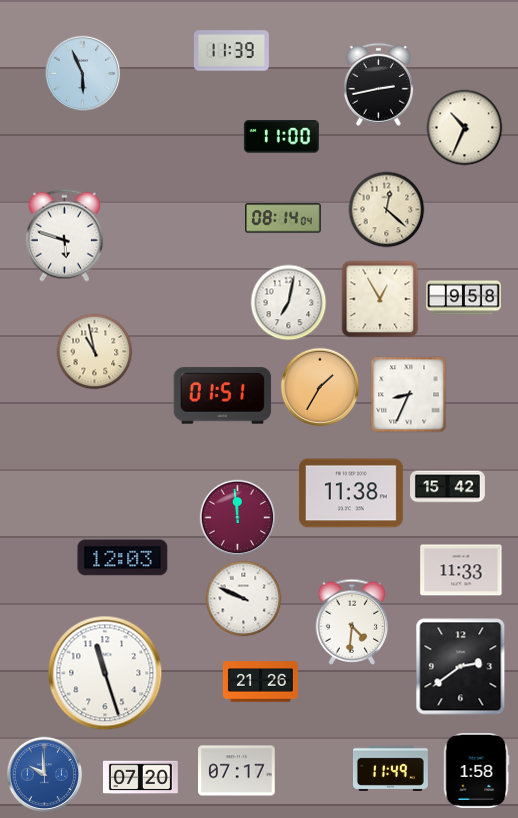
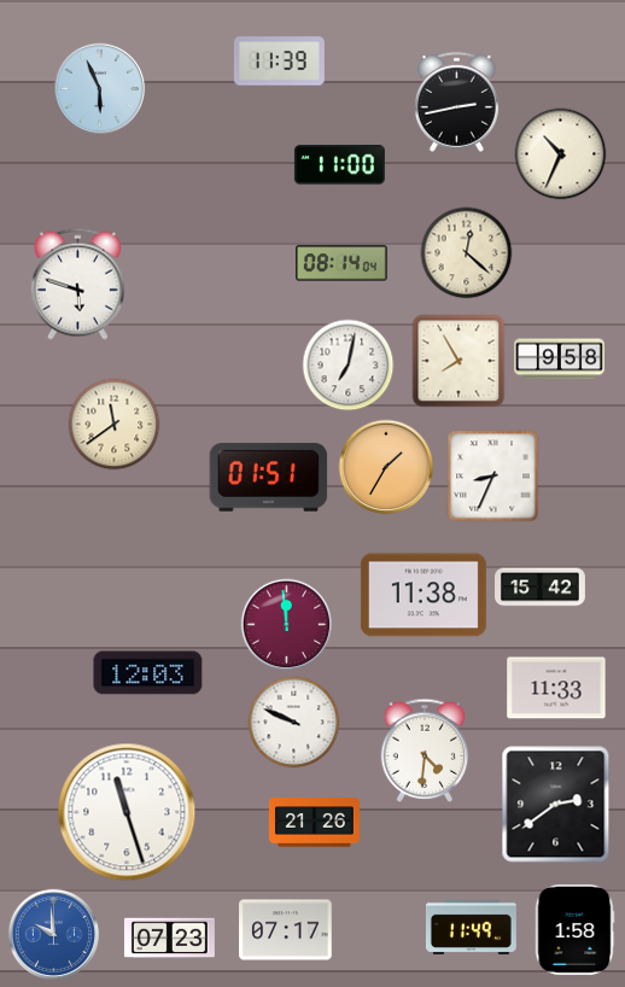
clock at (380, 299): 12:55 -> 7:55
clock at (95, 352): 10:58 -> 11:39
clock at (140, 778): 07:20 -> 07:23
